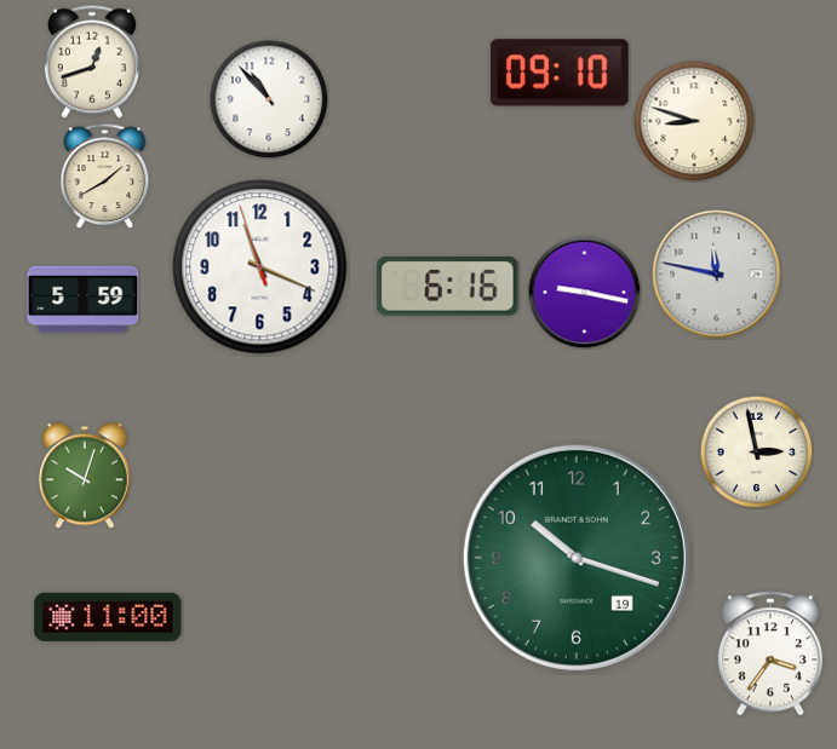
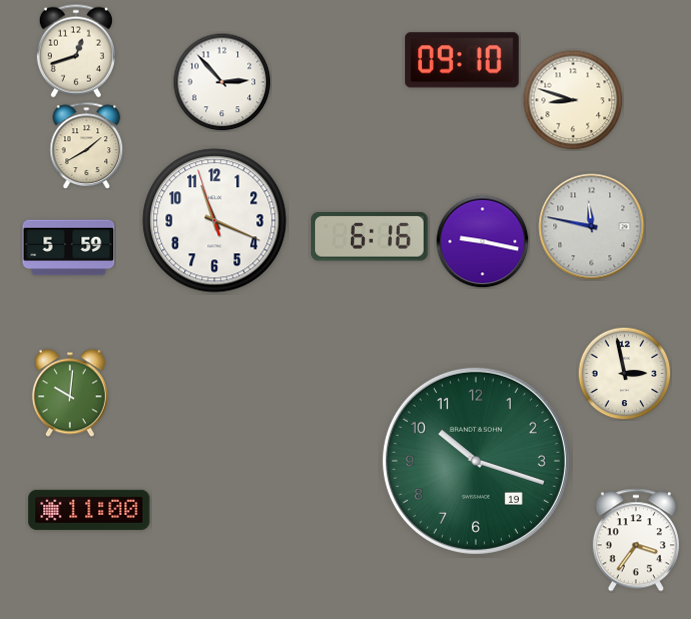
clock at (269, 99): 10:53 -> 2:53
clock at (85, 476): 10:03 -> 10:01
